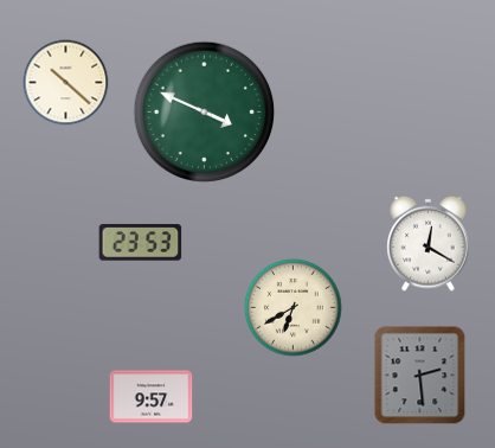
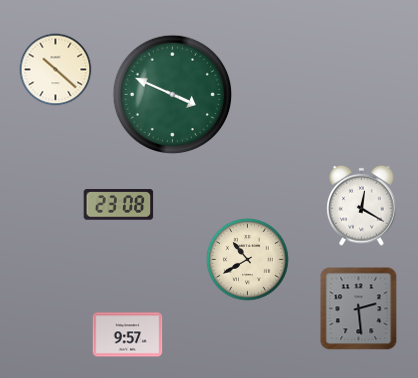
clock at (141, 243): 23:53 -> 23:08
clock at (294, 308): 6:40 -> 10:40
clock at (420, 376) position: (420, 376) -> (359, 309)
